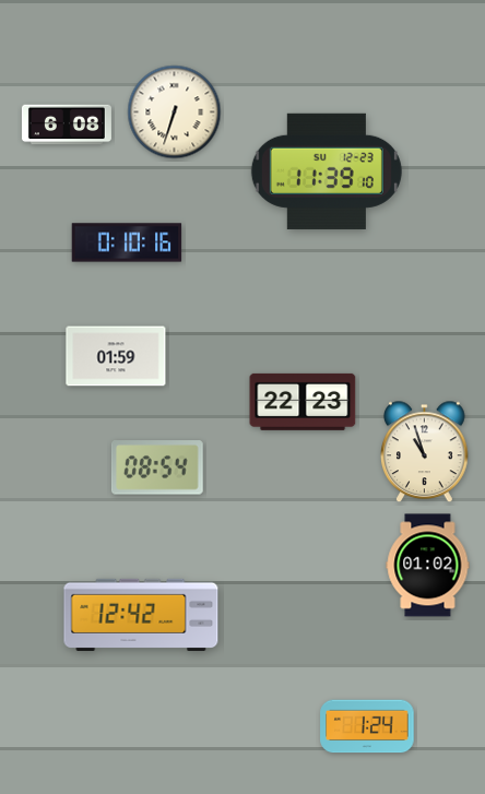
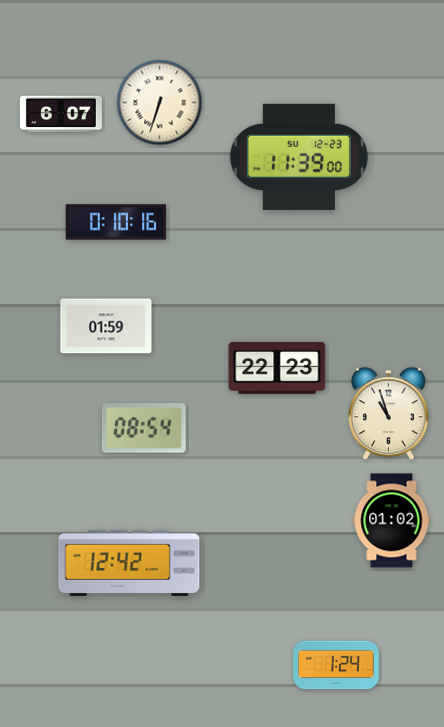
clock at (67, 125): 6:08 -> 6:07
clock at (327, 171): 11:39:10 -> 11:39:00
clock at (428, 566) position: (428, 566) -> (392, 521)
